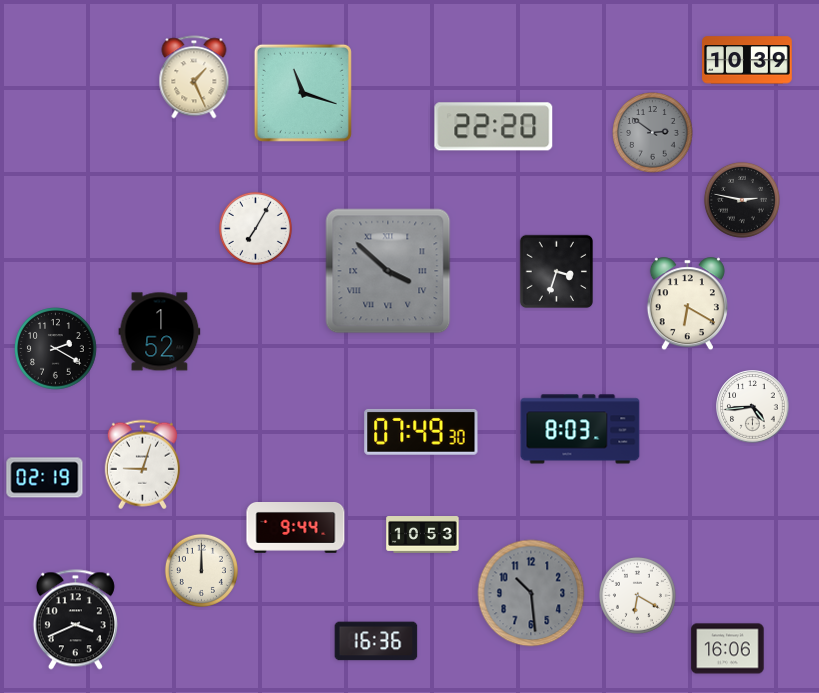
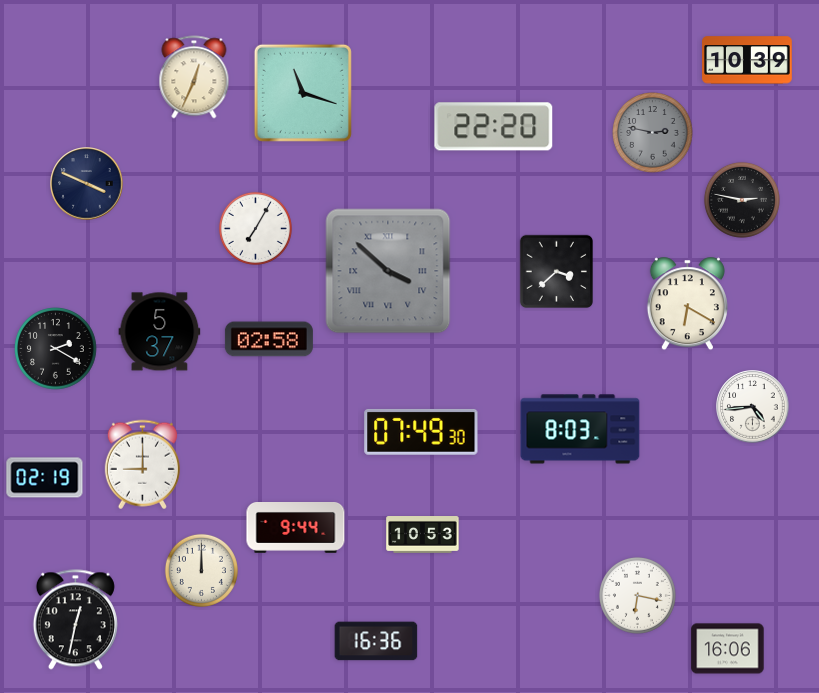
clock at (194, 77): 1:26 -> 12:34
clock at (653, 133): 2:51 -> 2:47
clock at (87, 184): none -> 3:49
clock at (556, 271): 3:33 -> 3:38
clock at (160, 332): 1:52 -> 5:37
clock at (269, 339): none -> 02:58
clock at (142, 465): 9:03 -> 9:00
clock at (531, 593): 10:29 -> none
clock at (637, 595): 6:20 -> 6:17
clock at (75, 620): 3:41 -> 12:32
